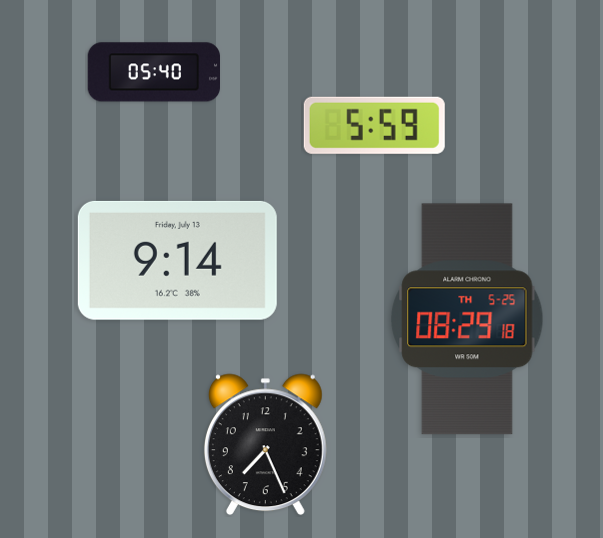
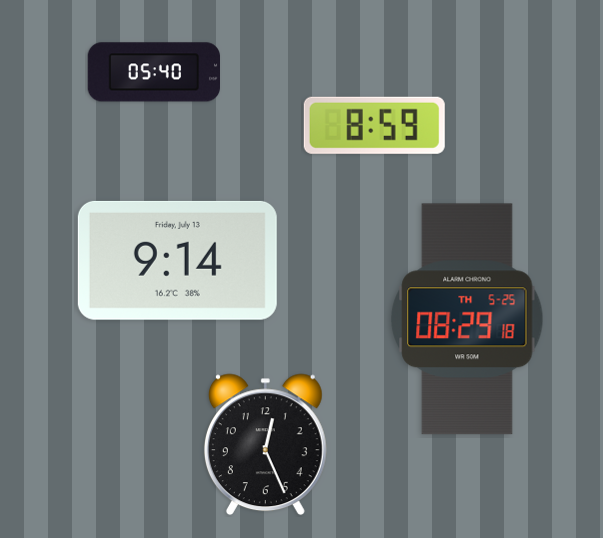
clock at (374, 125): 5:59 -> 8:59
clock at (265, 445): 7:26 -> 12:26
